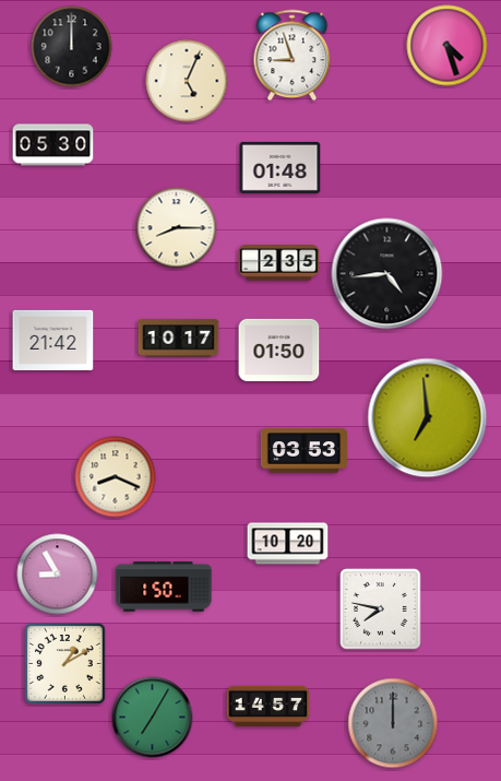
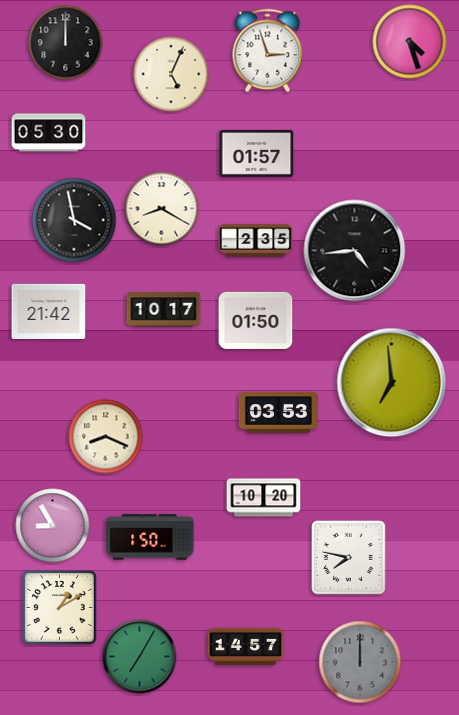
clock at (293, 56): 8:57 -> 2:57
clock at (281, 167): 01:48 -> 01:57
clock at (177, 228): 8:15 -> 8:20
clock at (74, 220): none -> 3:58
